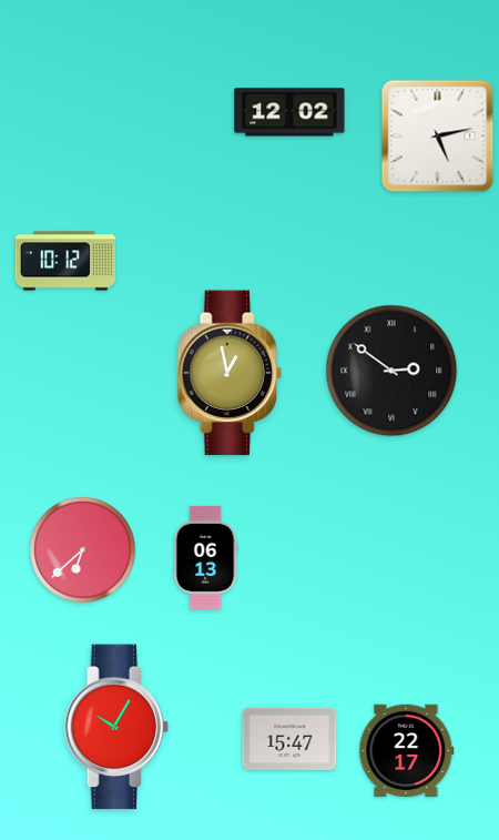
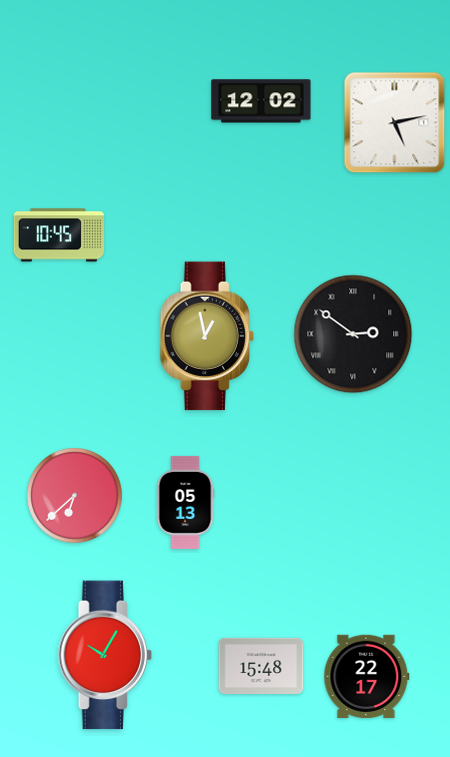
clock at (64, 261): 10:12 -> 10:45
clock at (205, 557): 06:13 -> 05:13
clock at (289, 739): 15:47 -> 15:48
